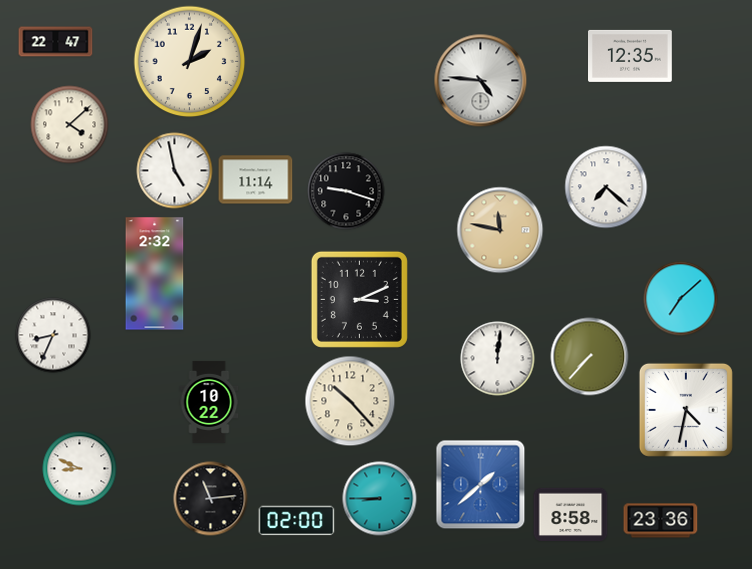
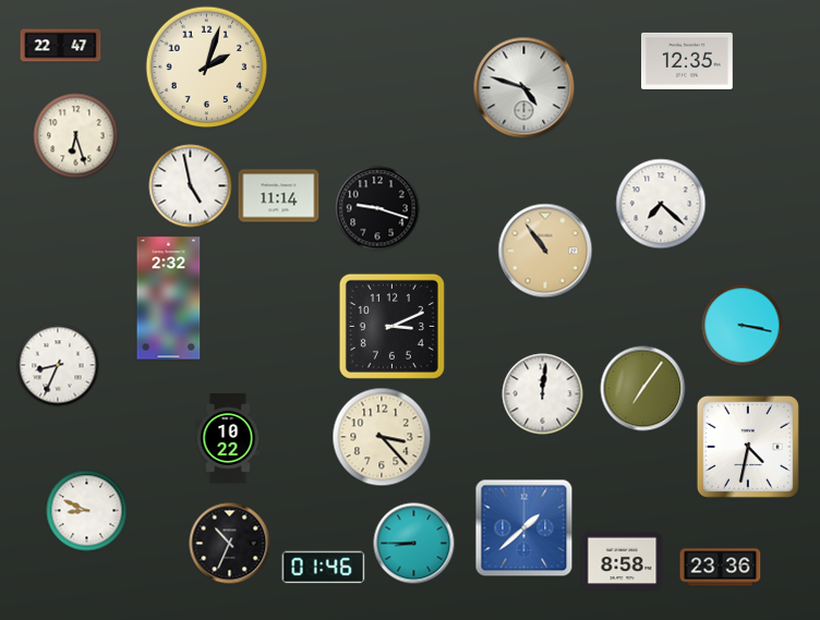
clock at (481, 81): 4:46 -> 4:48
clock at (70, 125): 4:08 -> 6:27
clock at (500, 230): 11:47 -> 10:54
clock at (681, 299): 7:08 -> 3:17
clock at (590, 357): 7:37 -> 7:06
clock at (498, 359) position: (498, 359) -> (543, 394)
clock at (350, 401): 10:23 -> 3:23
clock at (211, 499): 11:14 -> 10:34
clock at (297, 521): 02:00 -> 01:46
